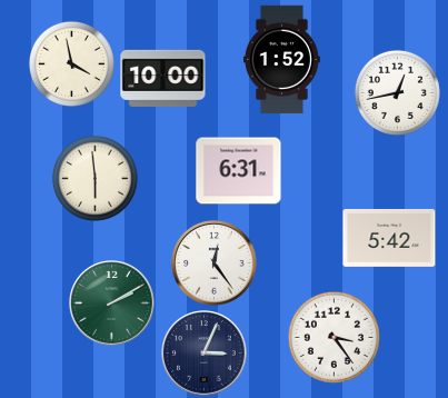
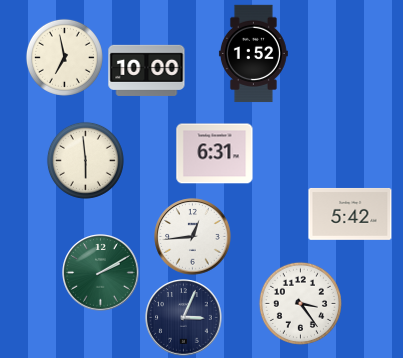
clock at (71, 63): 3:58 -> 6:58
clock at (397, 92): 12:43 -> none
clock at (215, 263): 12:24 -> 12:44
